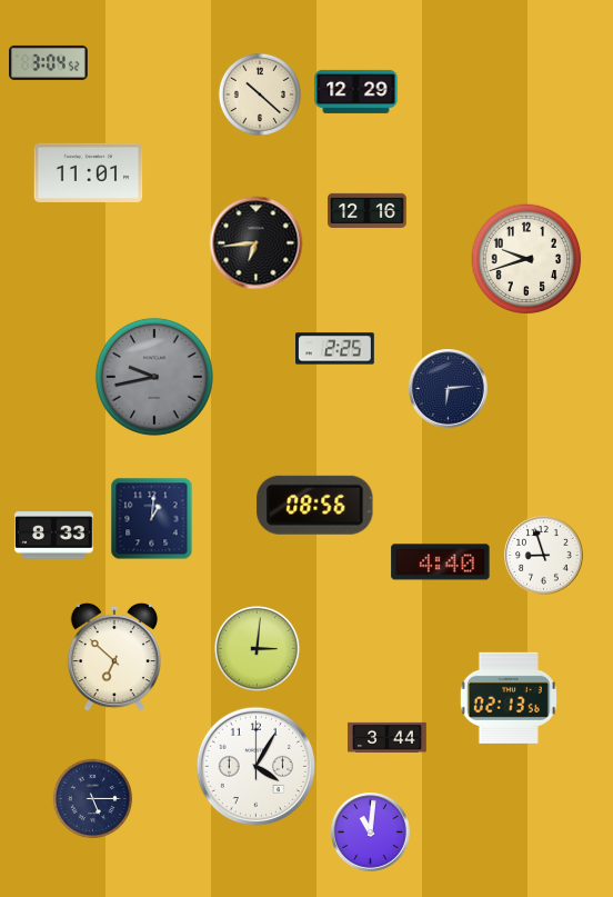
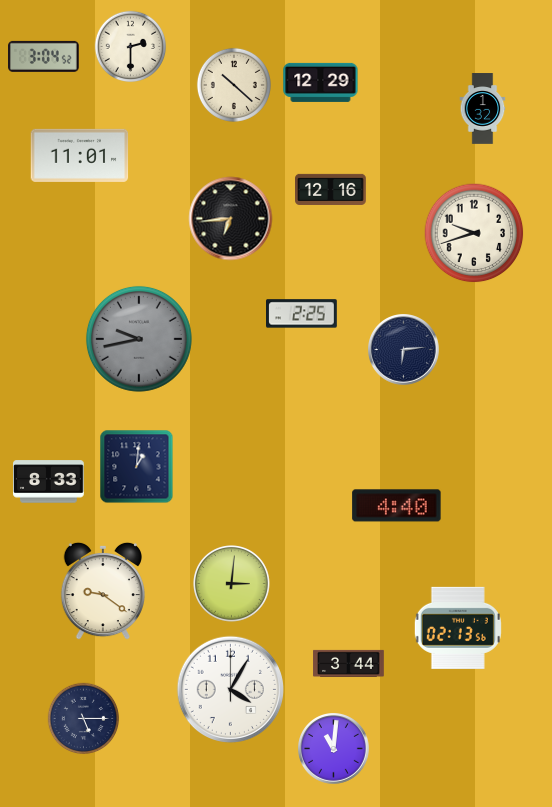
clock at (131, 47): none -> 2:30
clock at (483, 109): none -> 1:32
clock at (315, 505): 08:56 -> none
clock at (544, 556): 8:57 -> none
clock at (113, 657): 6:52 -> 9:21
